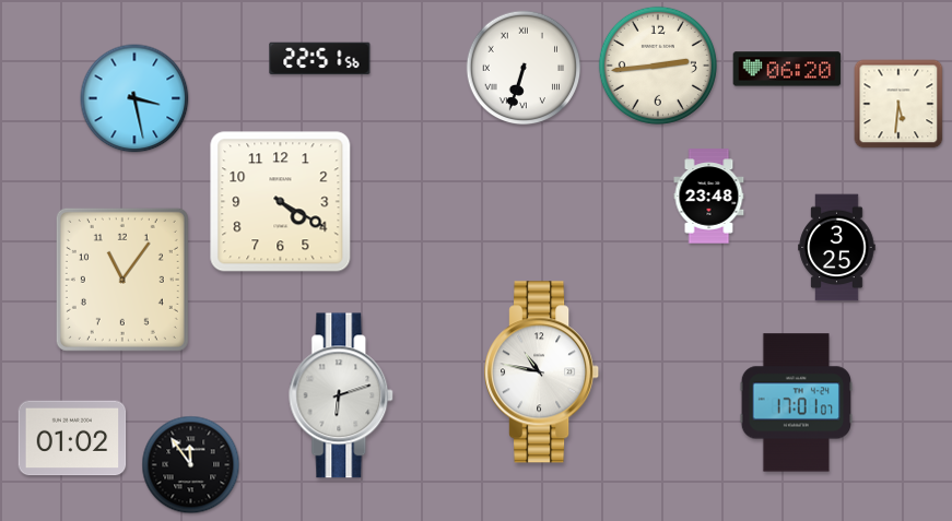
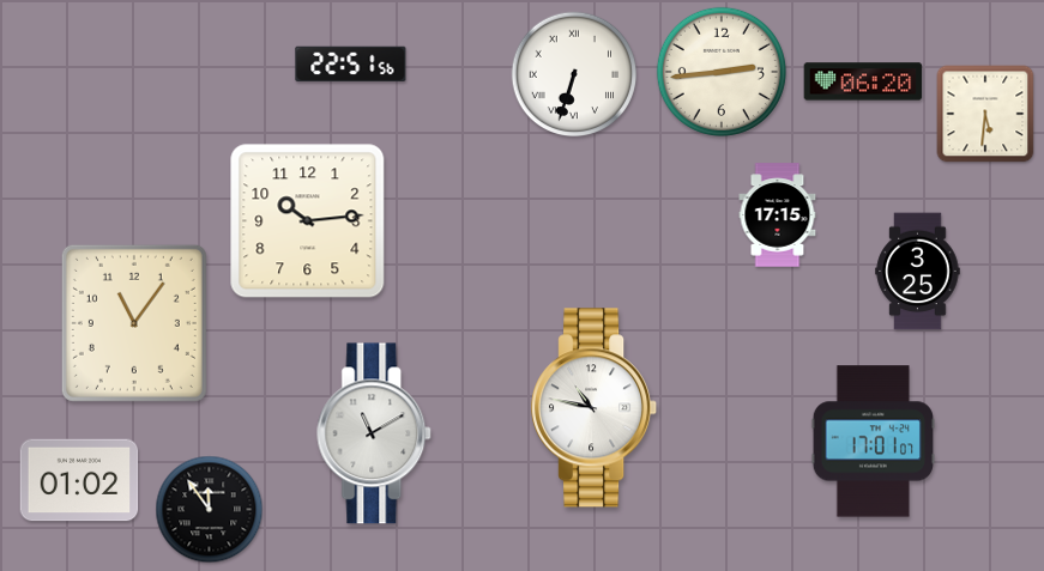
clock at (787, 69) position: (787, 69) -> (863, 81)
clock at (134, 98): 3:28 -> none
clock at (709, 197): 23:48 -> 17:15
clock at (281, 202): 4:20 -> 10:14
clock at (122, 280) position: (122, 280) -> (134, 323)
clock at (342, 395): 6:12 -> 11:10
